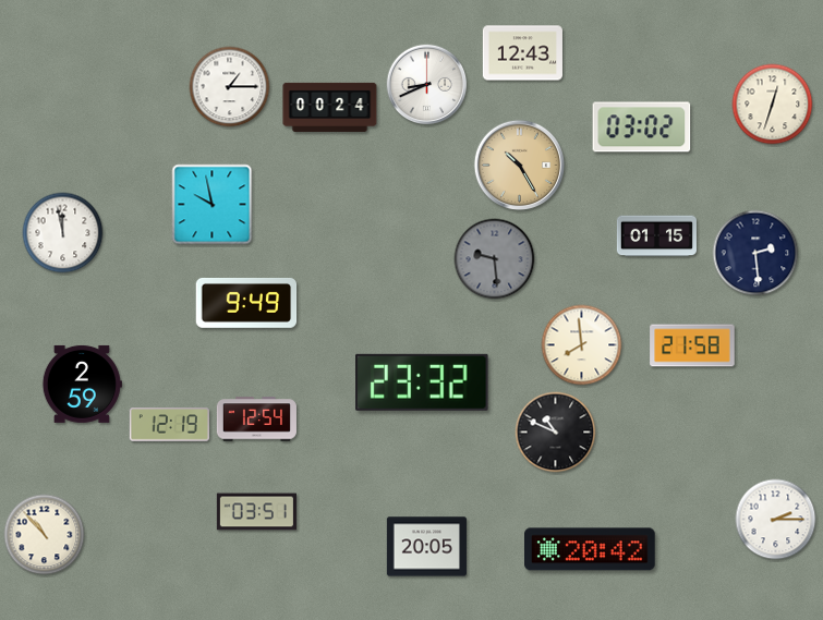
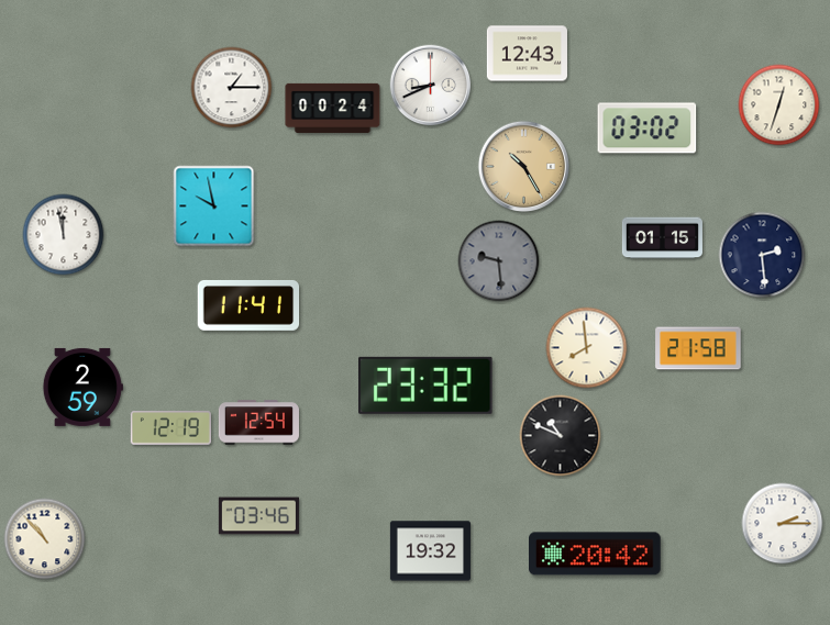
clock at (246, 303): 9:49 -> 11:41
clock at (256, 512): 03:51 -> 03:46
clock at (426, 547): 20:05 -> 19:32
